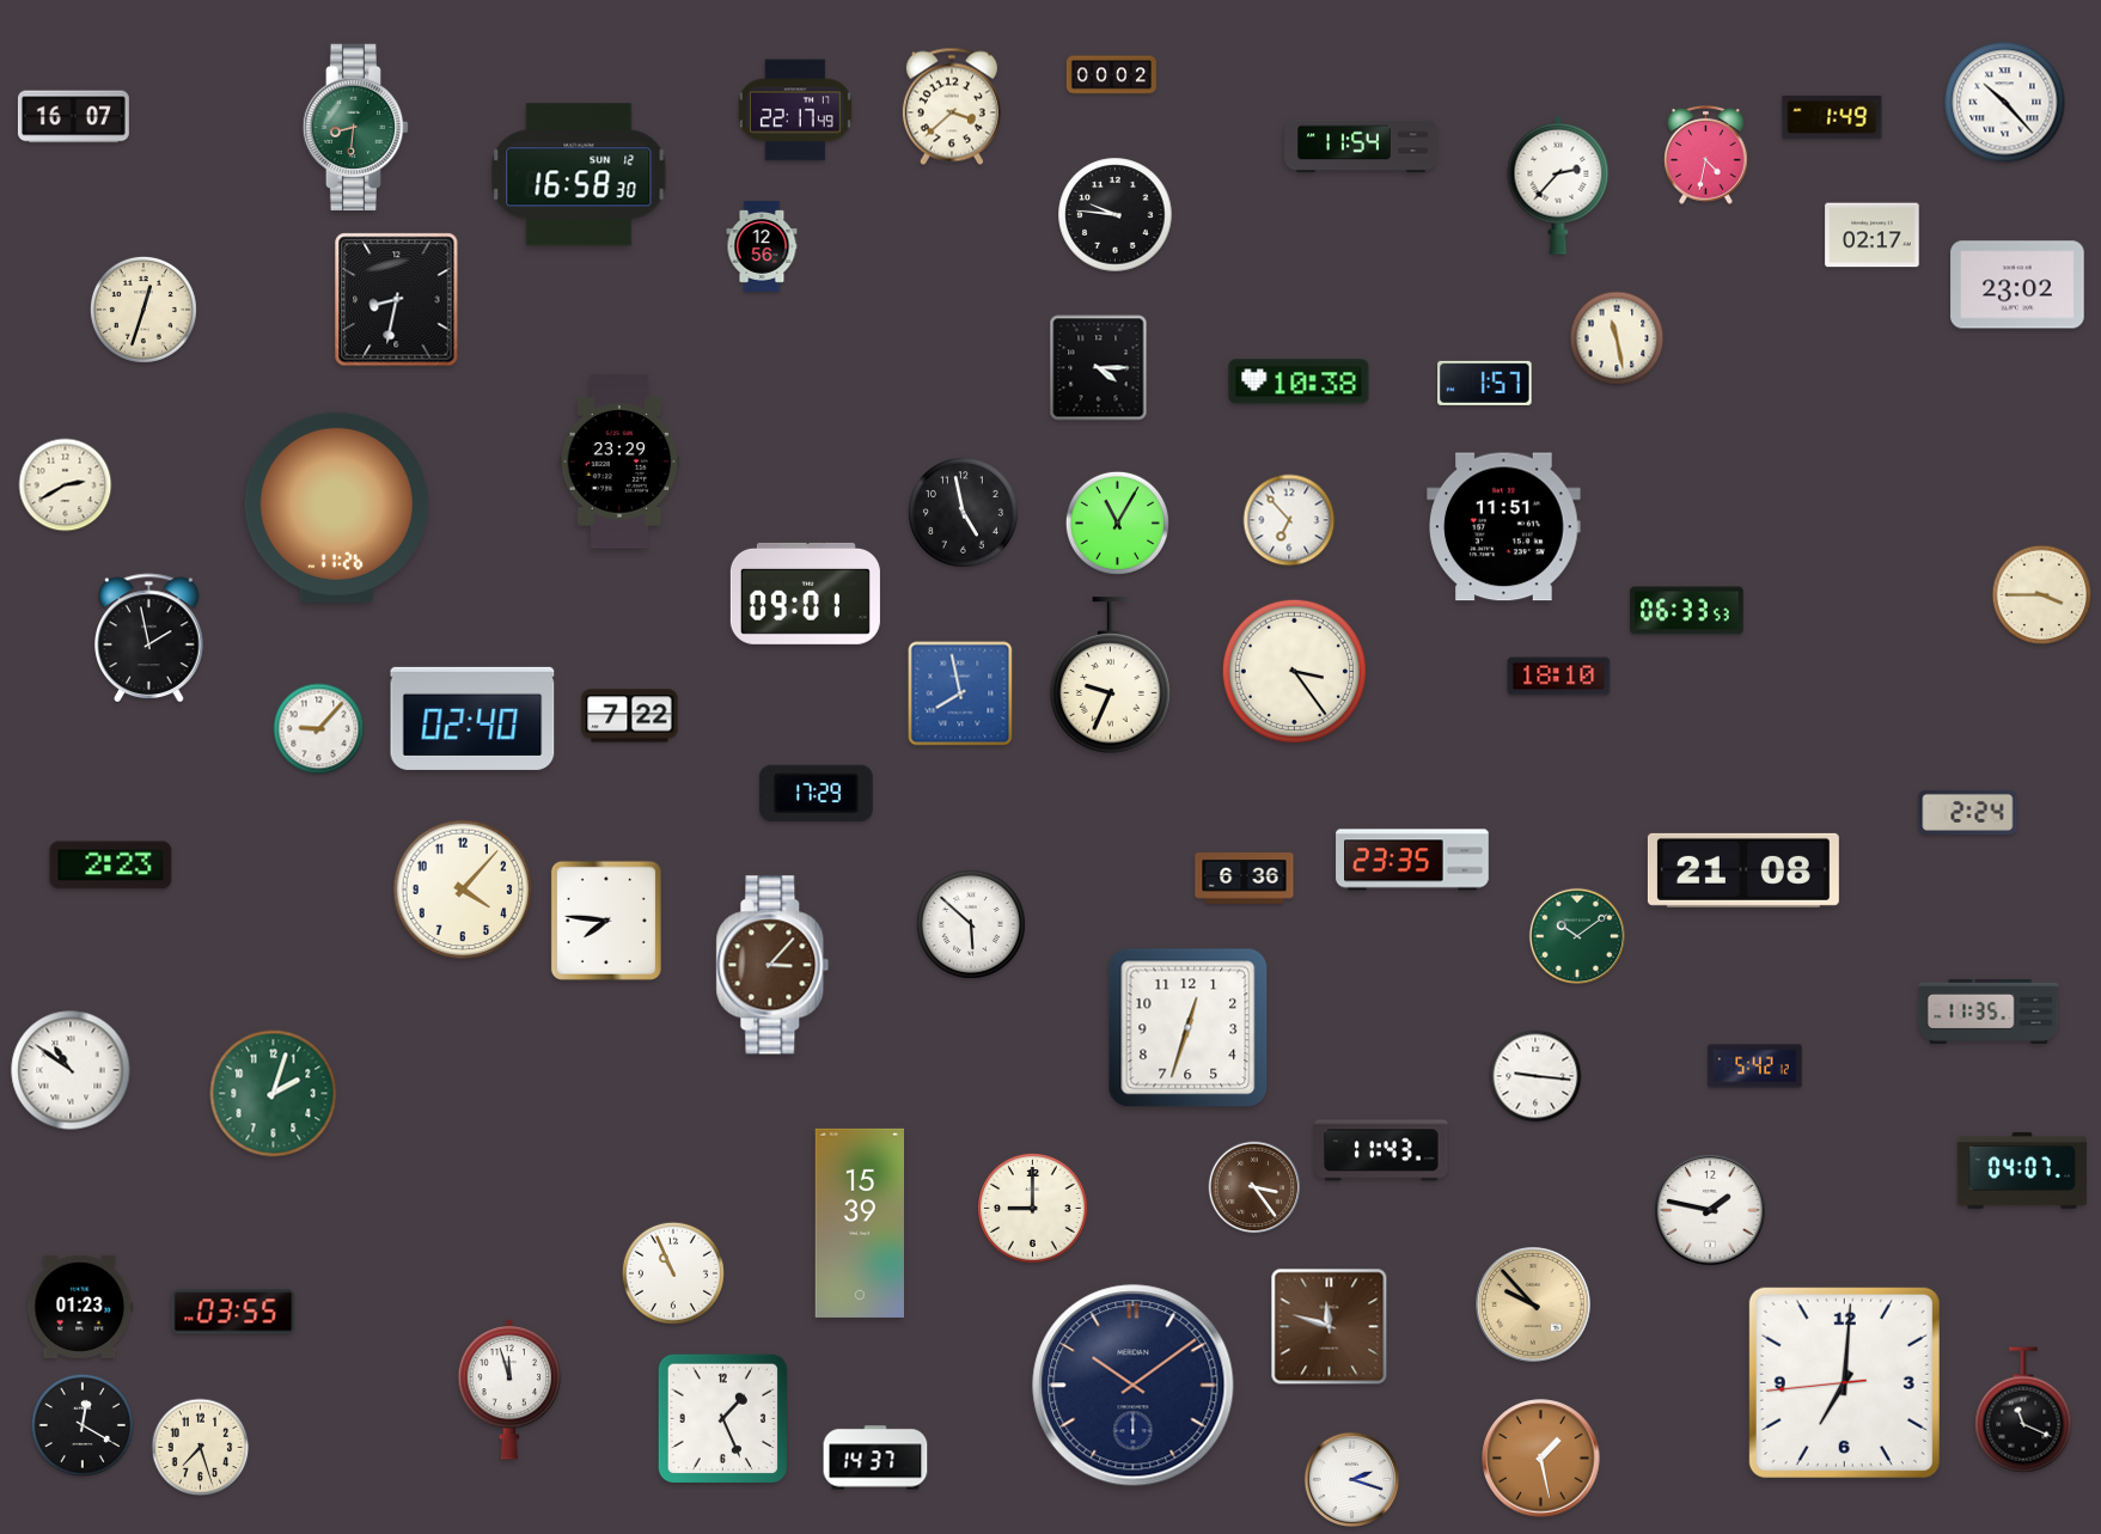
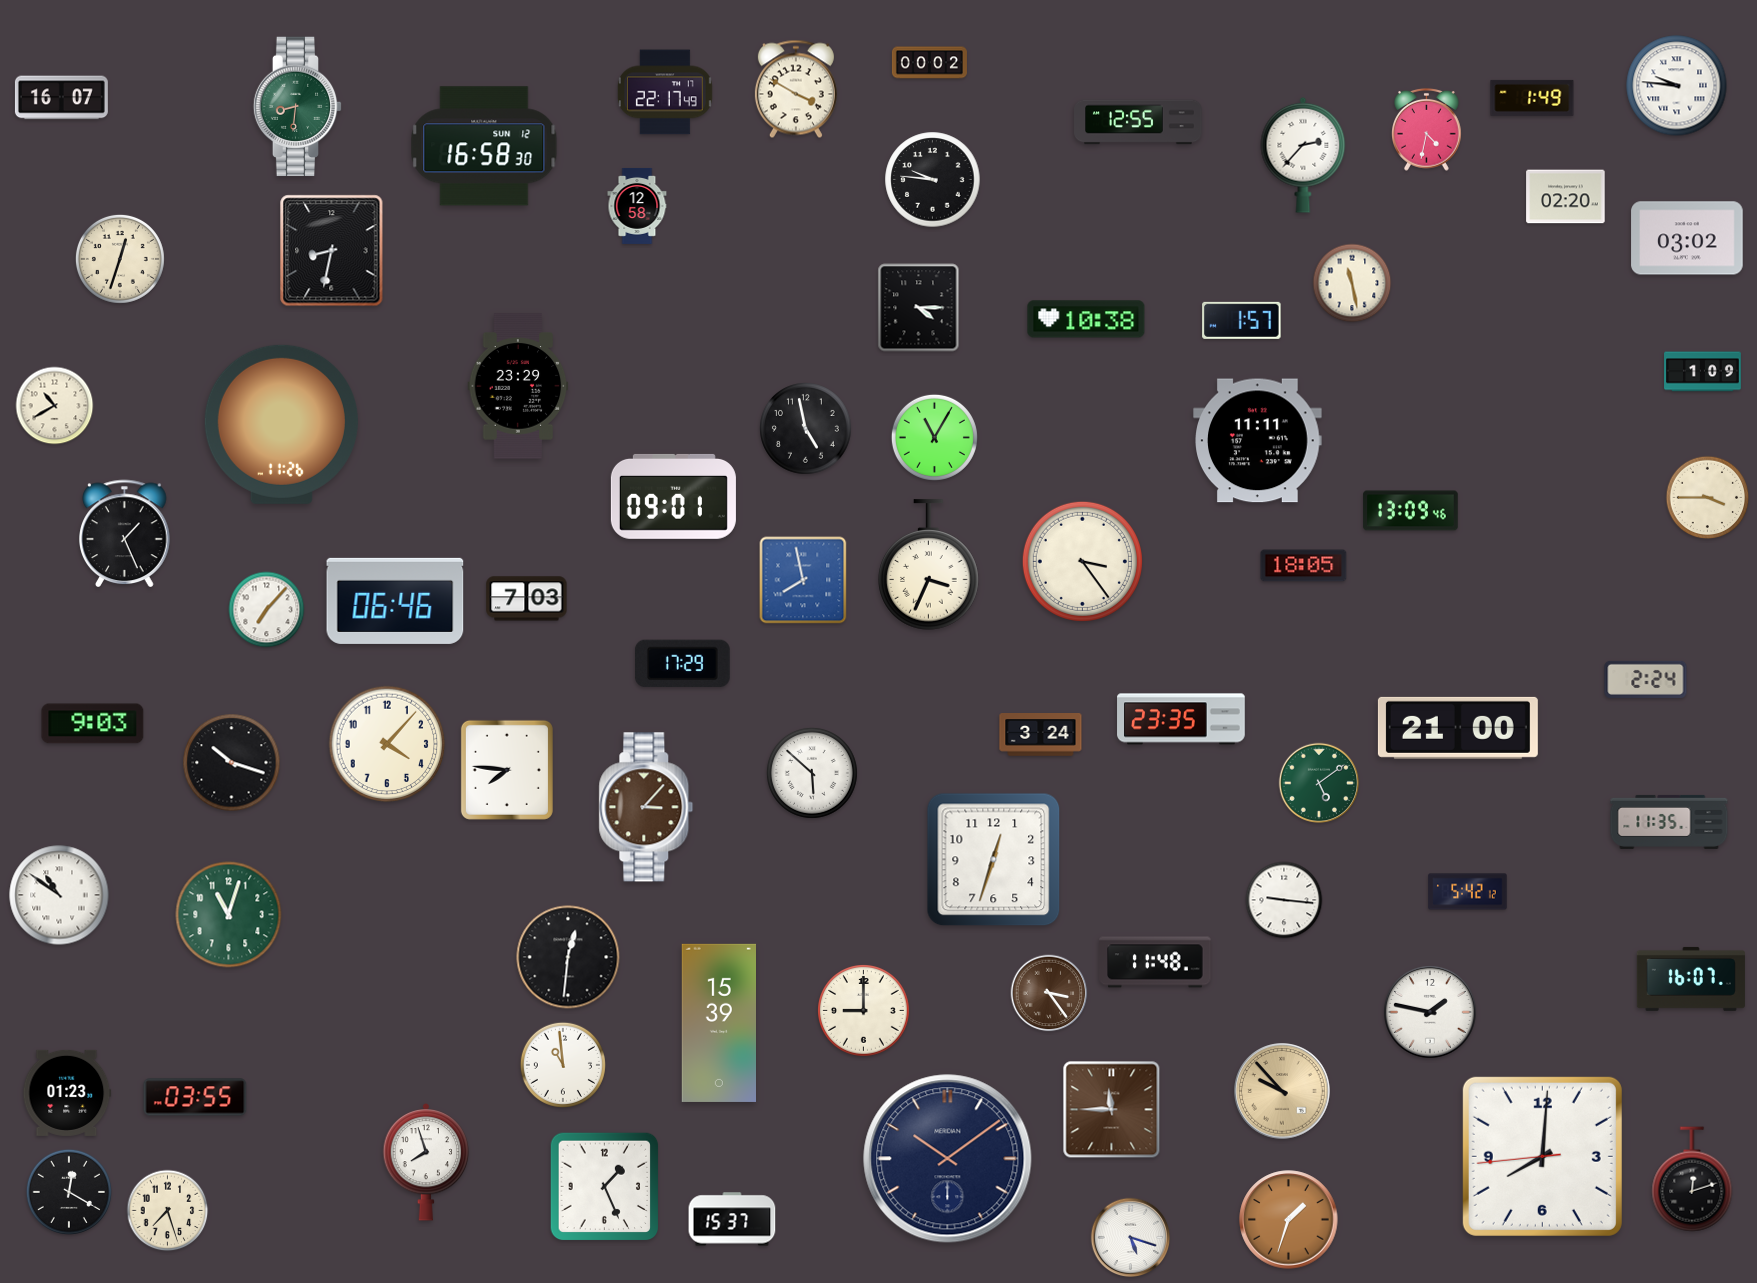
clock at (2005, 103): 10:23 -> 9:46
clock at (952, 106): 3:38 -> 3:50
clock at (1361, 146): 11:54 -> 12:55
clock at (1873, 236): 02:17 -> 02:20
clock at (762, 246): 12:56 -> 12:58
clock at (2017, 285): 23:02 -> 03:02
clock at (1703, 372): none -> 1:09
clock at (66, 485): 2:40 -> 10:40
clock at (1289, 520): 6:53 -> none
clock at (1504, 527): 11:51 -> 11:11
clock at (1687, 611): 06:33 -> 13:09
clock at (149, 637): 1:58 -> 1:26
clock at (1111, 676): 9:34 -> 3:34
clock at (1559, 677): 18:10 -> 18:05
clock at (630, 716): 7:22 -> 7:03
clock at (472, 719): 02:40 -> 06:46
clock at (319, 729): 9:07 -> 7:07
clock at (111, 866): 2:23 -> 9:03
clock at (1743, 870): 21:08 -> 21:00
clock at (1245, 879): 6:36 -> 3:24
clock at (232, 763): none -> 10:18
clock at (1577, 936): 10:09 -> 5:09
clock at (1989, 1012) position: (1989, 1012) -> (1669, 822)
clock at (274, 1094): 2:03 -> 11:03
clock at (568, 957): none -> 12:31
clock at (1381, 1150): 11:43 -> 11:48
clock at (2022, 1171): 04:07 -> 16:07
clock at (673, 1273): 10:56 -> 10:59
clock at (1330, 1327): 11:48 -> 11:45
clock at (1844, 1382): 7:00 -> 8:00
clock at (509, 1389): 11:57 -> 7:57
clock at (2023, 1410): 11:19 -> 12:12
clock at (875, 1457): 14:37 -> 15:37
clock at (1541, 1459): 1:28 -> 1:33
clock at (1352, 1480): 2:18 -> 5:18
